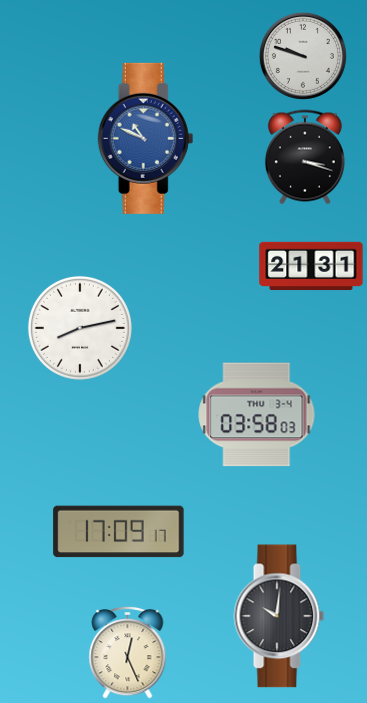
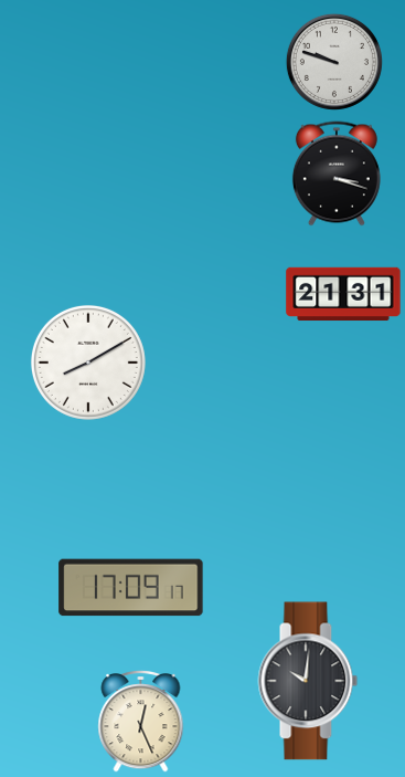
clock at (146, 138): 10:49 -> none
clock at (80, 328): 8:13 -> 8:10
clock at (257, 415): 03:58 -> none
